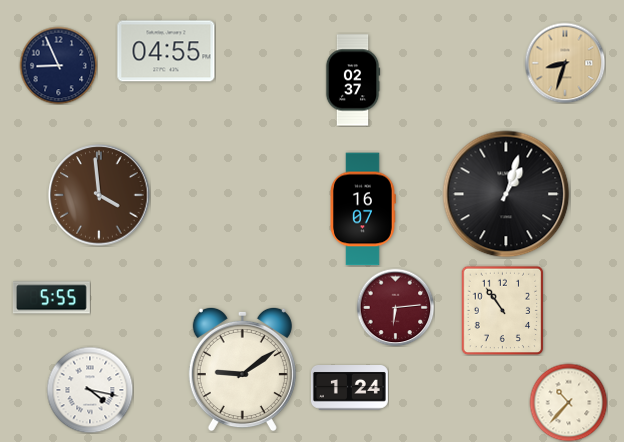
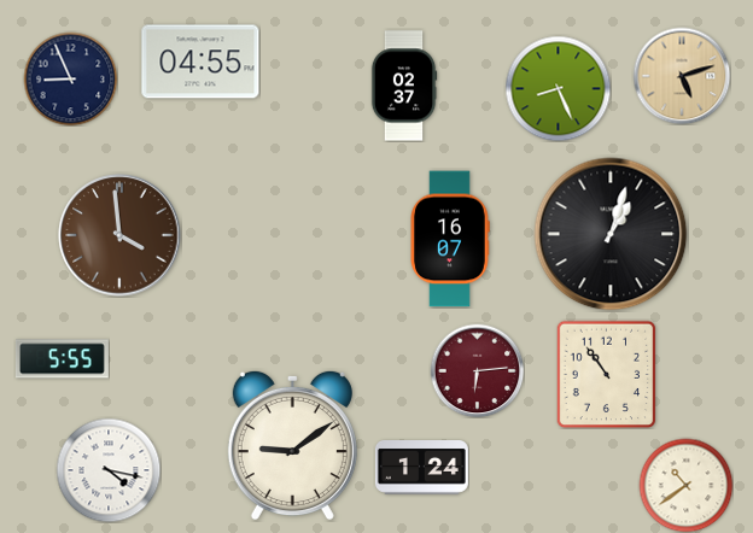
clock at (565, 63): 8:33 -> 5:12
clock at (558, 88): none -> 8:26
clock at (353, 80) position: (353, 80) -> (404, 86)
clock at (363, 209) position: (363, 209) -> (450, 239)
clock at (568, 402): 10:37 -> 10:39
